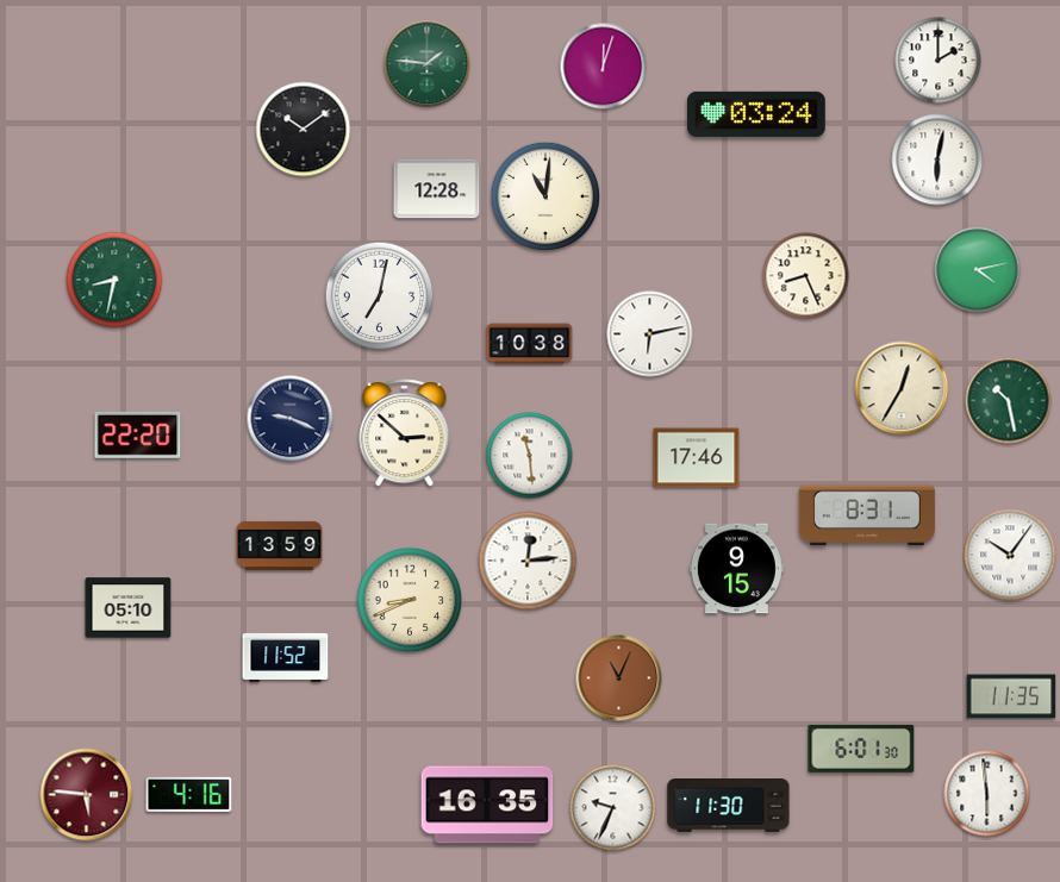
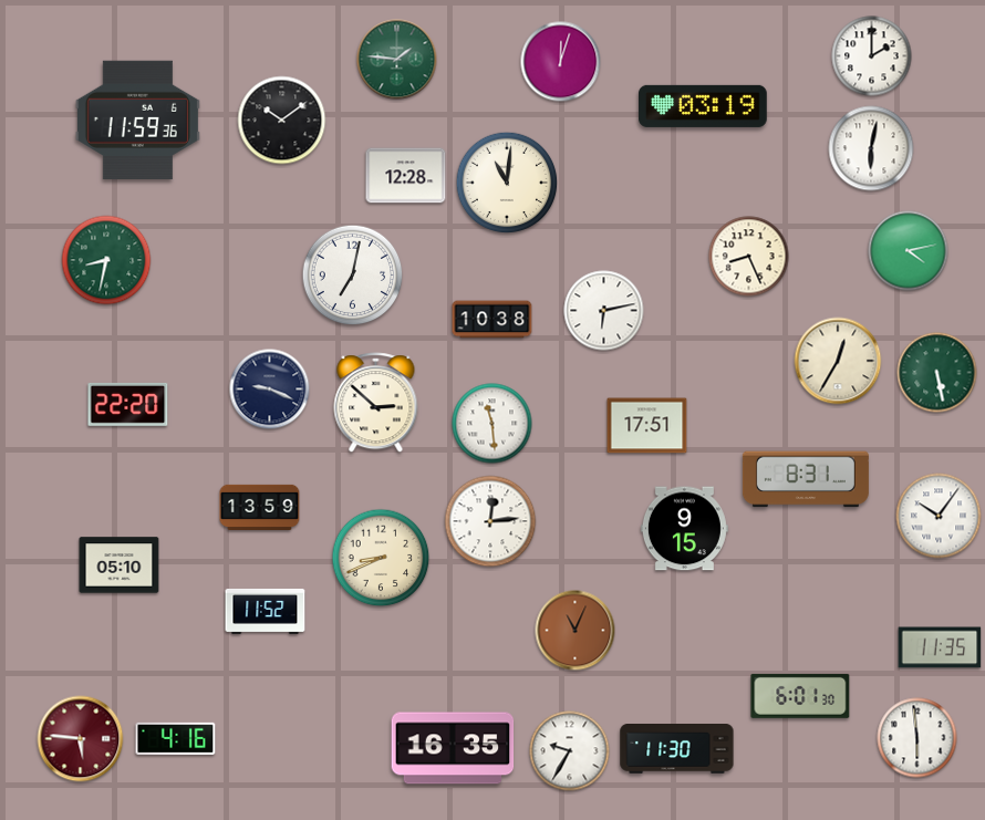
clock at (757, 114): 03:24 -> 03:19
clock at (137, 120): none -> 11:59
clock at (1009, 401): 10:28 -> 5:28
clock at (697, 458): 17:46 -> 17:51
clock at (613, 808): 9:34 -> 9:35
